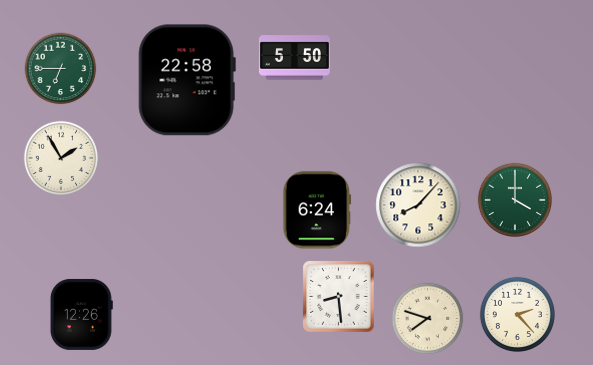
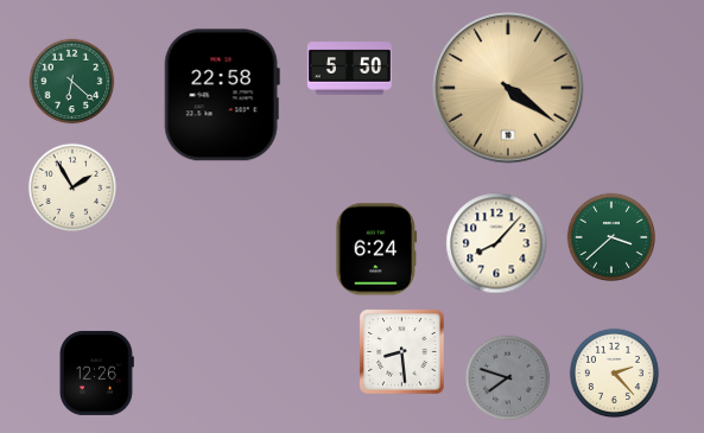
clock at (61, 69): 6:45 -> 6:22
clock at (508, 88): none -> 4:21
clock at (514, 199): 4:00 -> 3:38
clock at (428, 319) dial: cream -> grey
